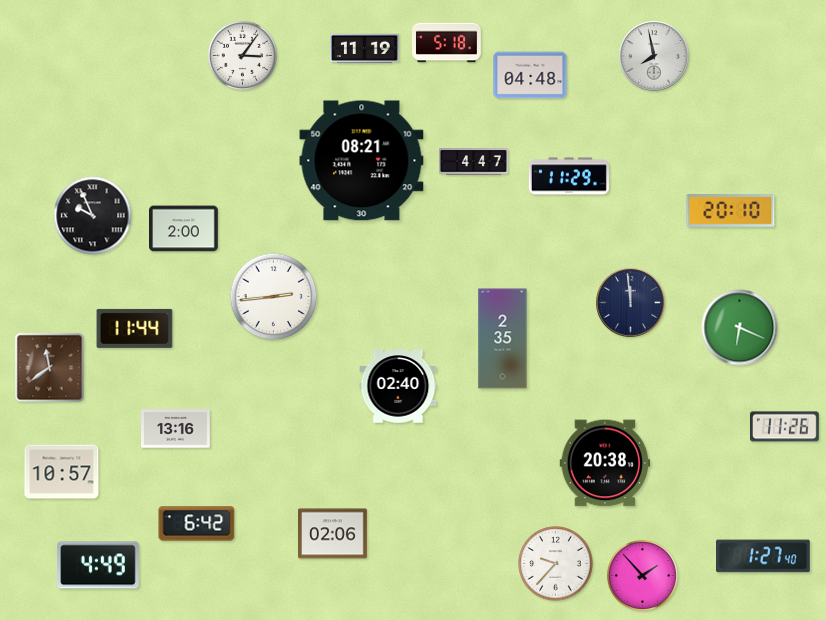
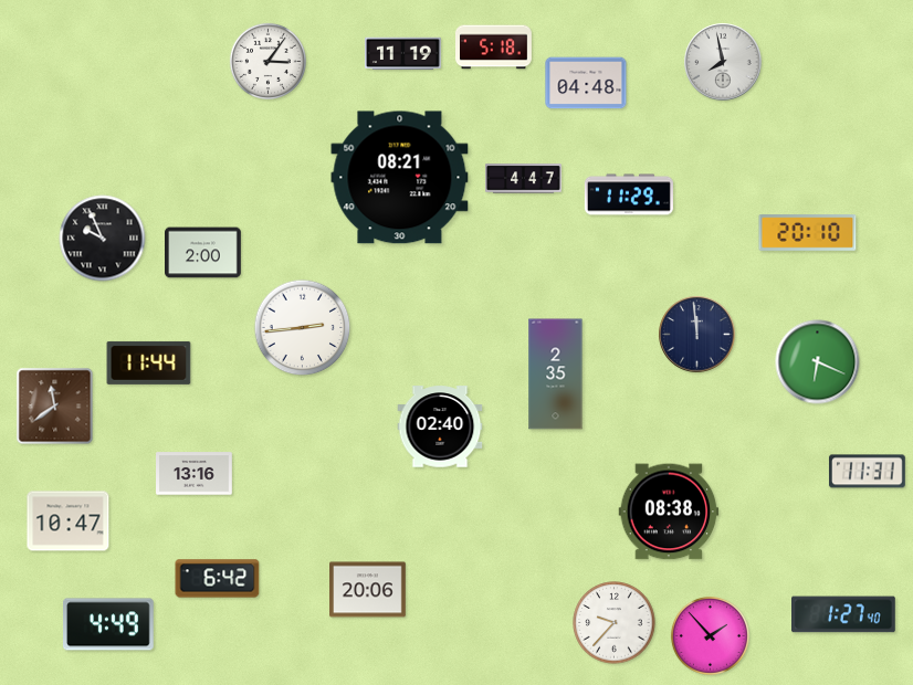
clock at (784, 427): 11:26 -> 11:31
clock at (605, 463): 20:38 -> 08:38
clock at (62, 472): 10:57 -> 10:47
clock at (333, 534): 02:06 -> 20:06
